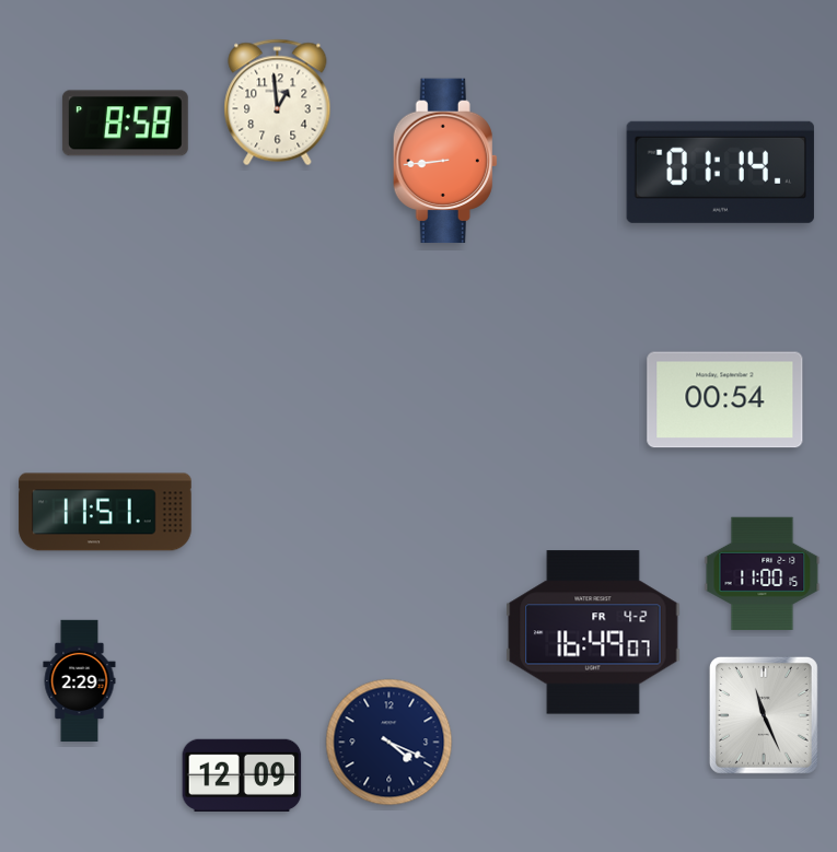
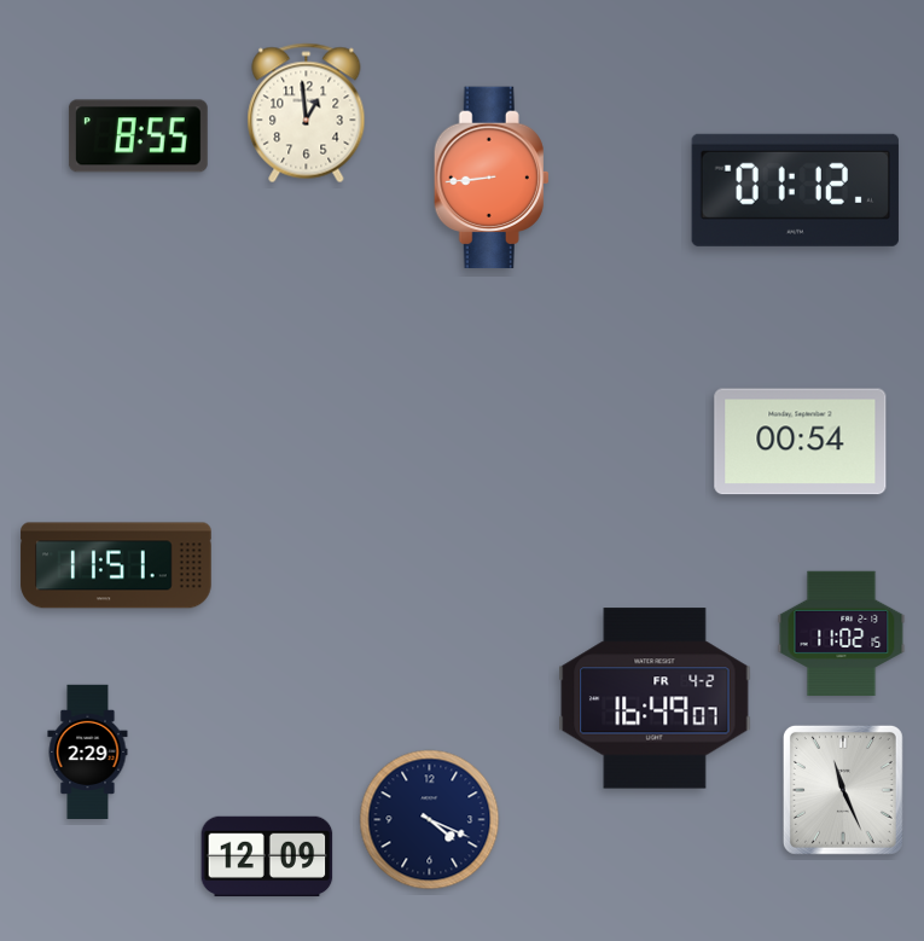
clock at (125, 124): 8:58 -> 8:55
clock at (720, 172): 01:14 -> 01:12
clock at (763, 574): 11:00 -> 11:02
